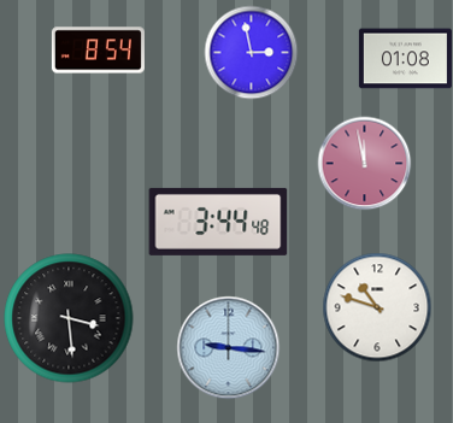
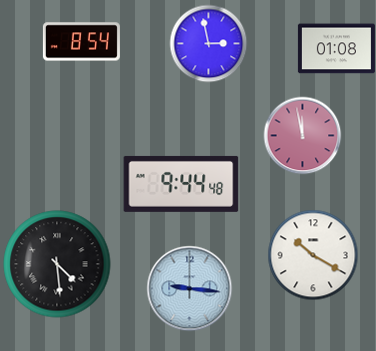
clock at (218, 222): 3:44 -> 9:44
clock at (377, 307): 10:48 -> 10:20
clock at (69, 318): 3:29 -> 4:29
